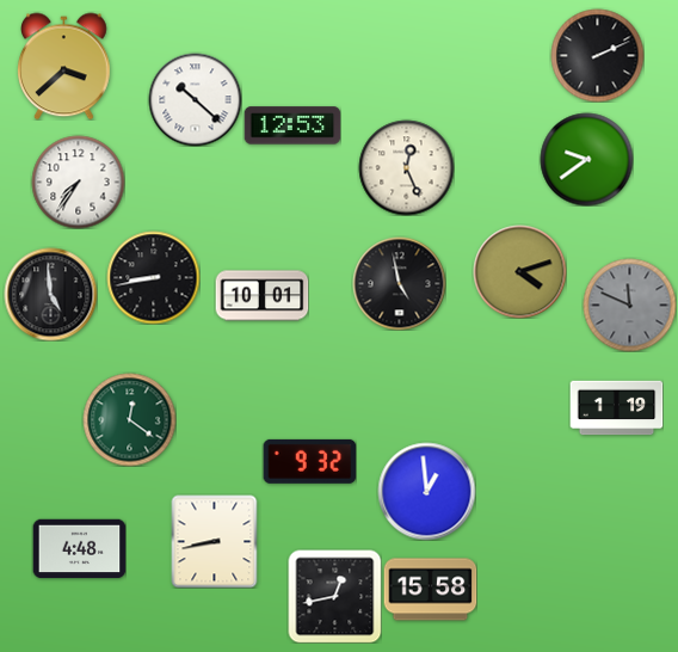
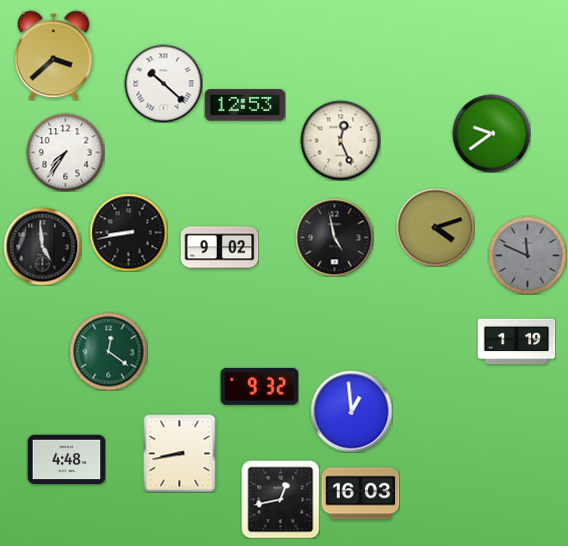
clock at (597, 55): 2:11 -> none
clock at (261, 296): 10:01 -> 9:02
clock at (426, 491) position: (426, 491) -> (351, 411)
clock at (430, 590): 15:58 -> 16:03
